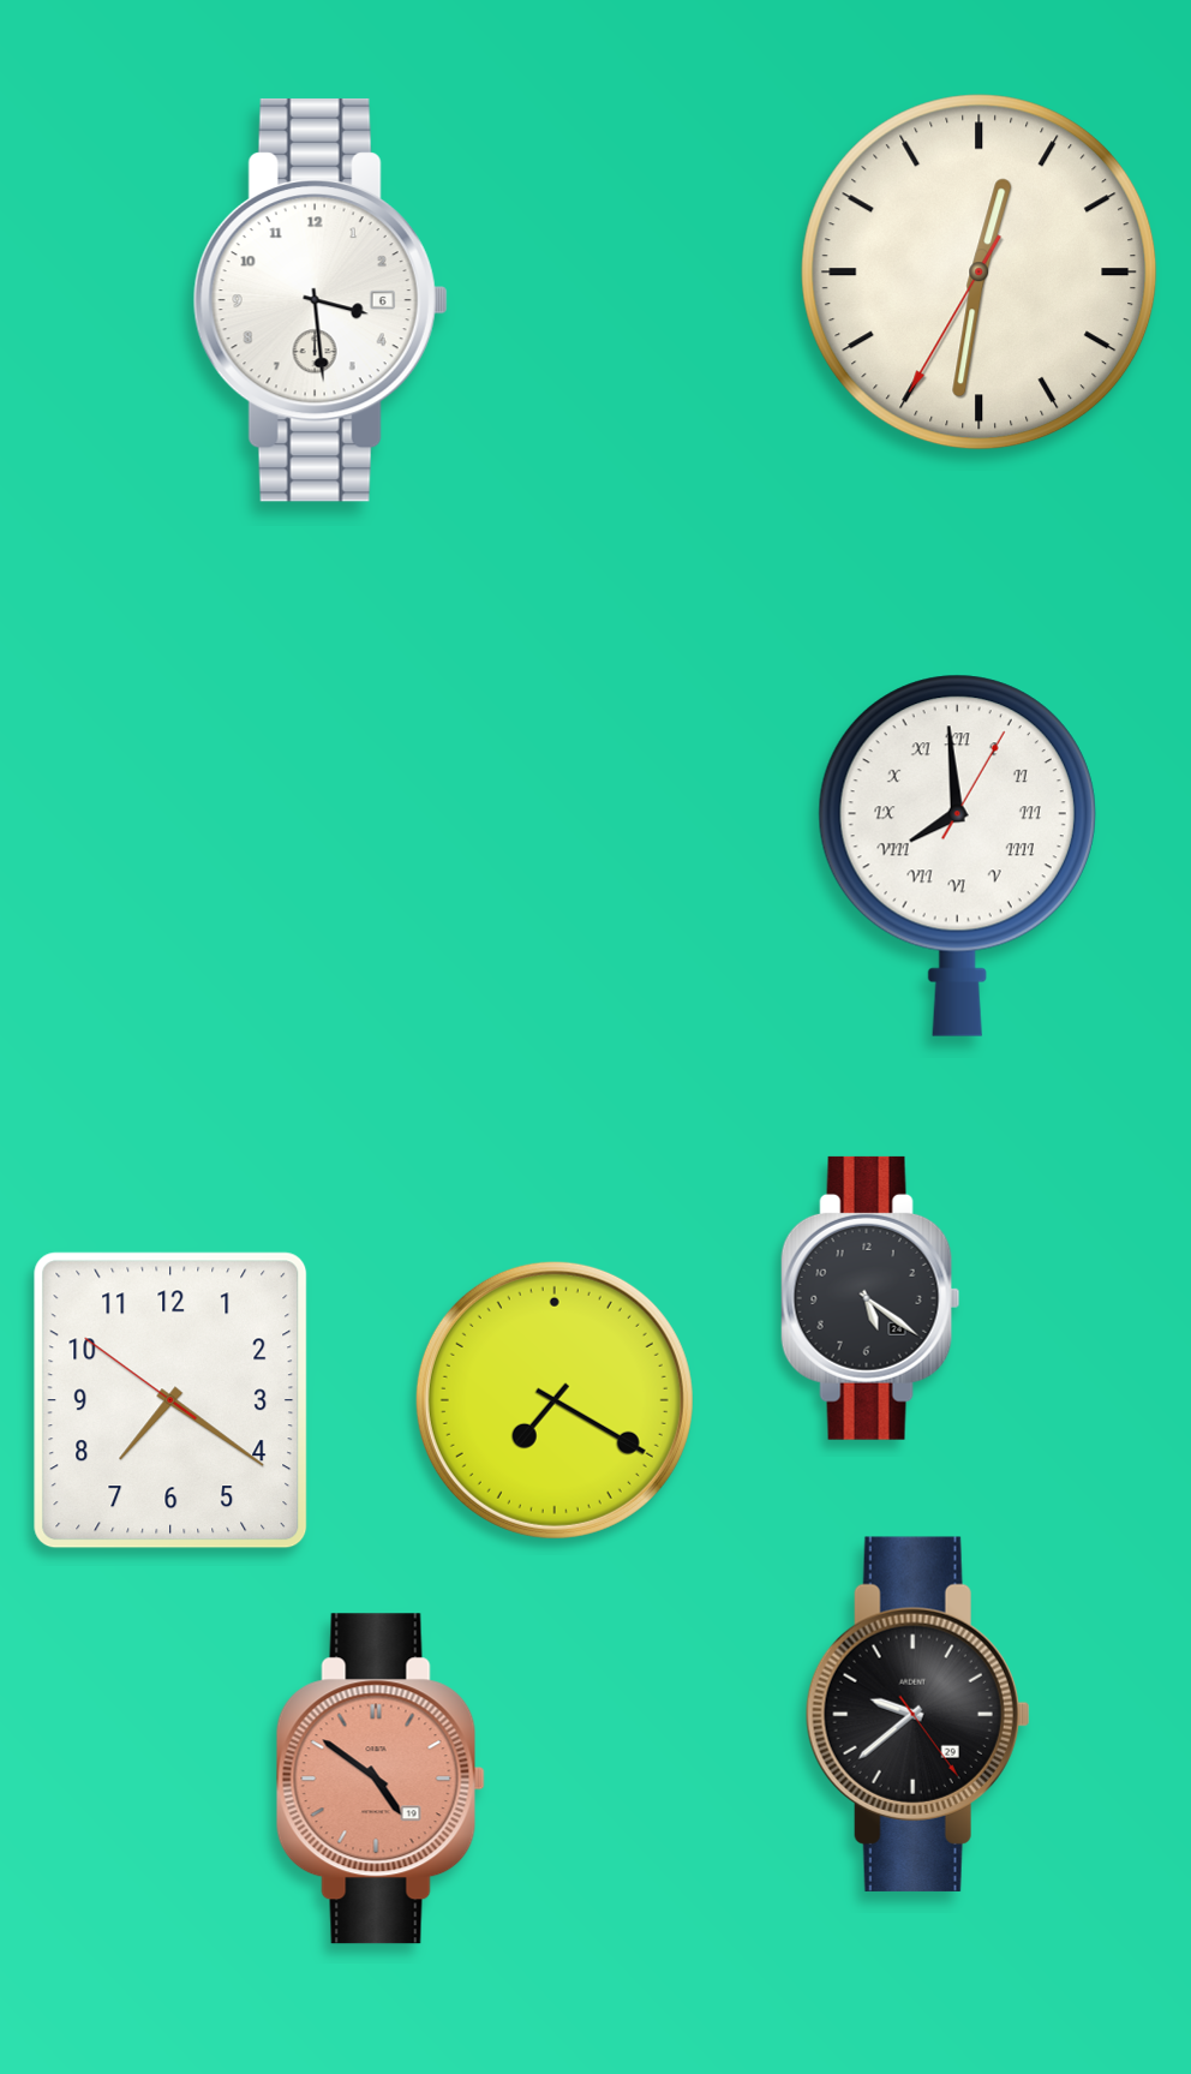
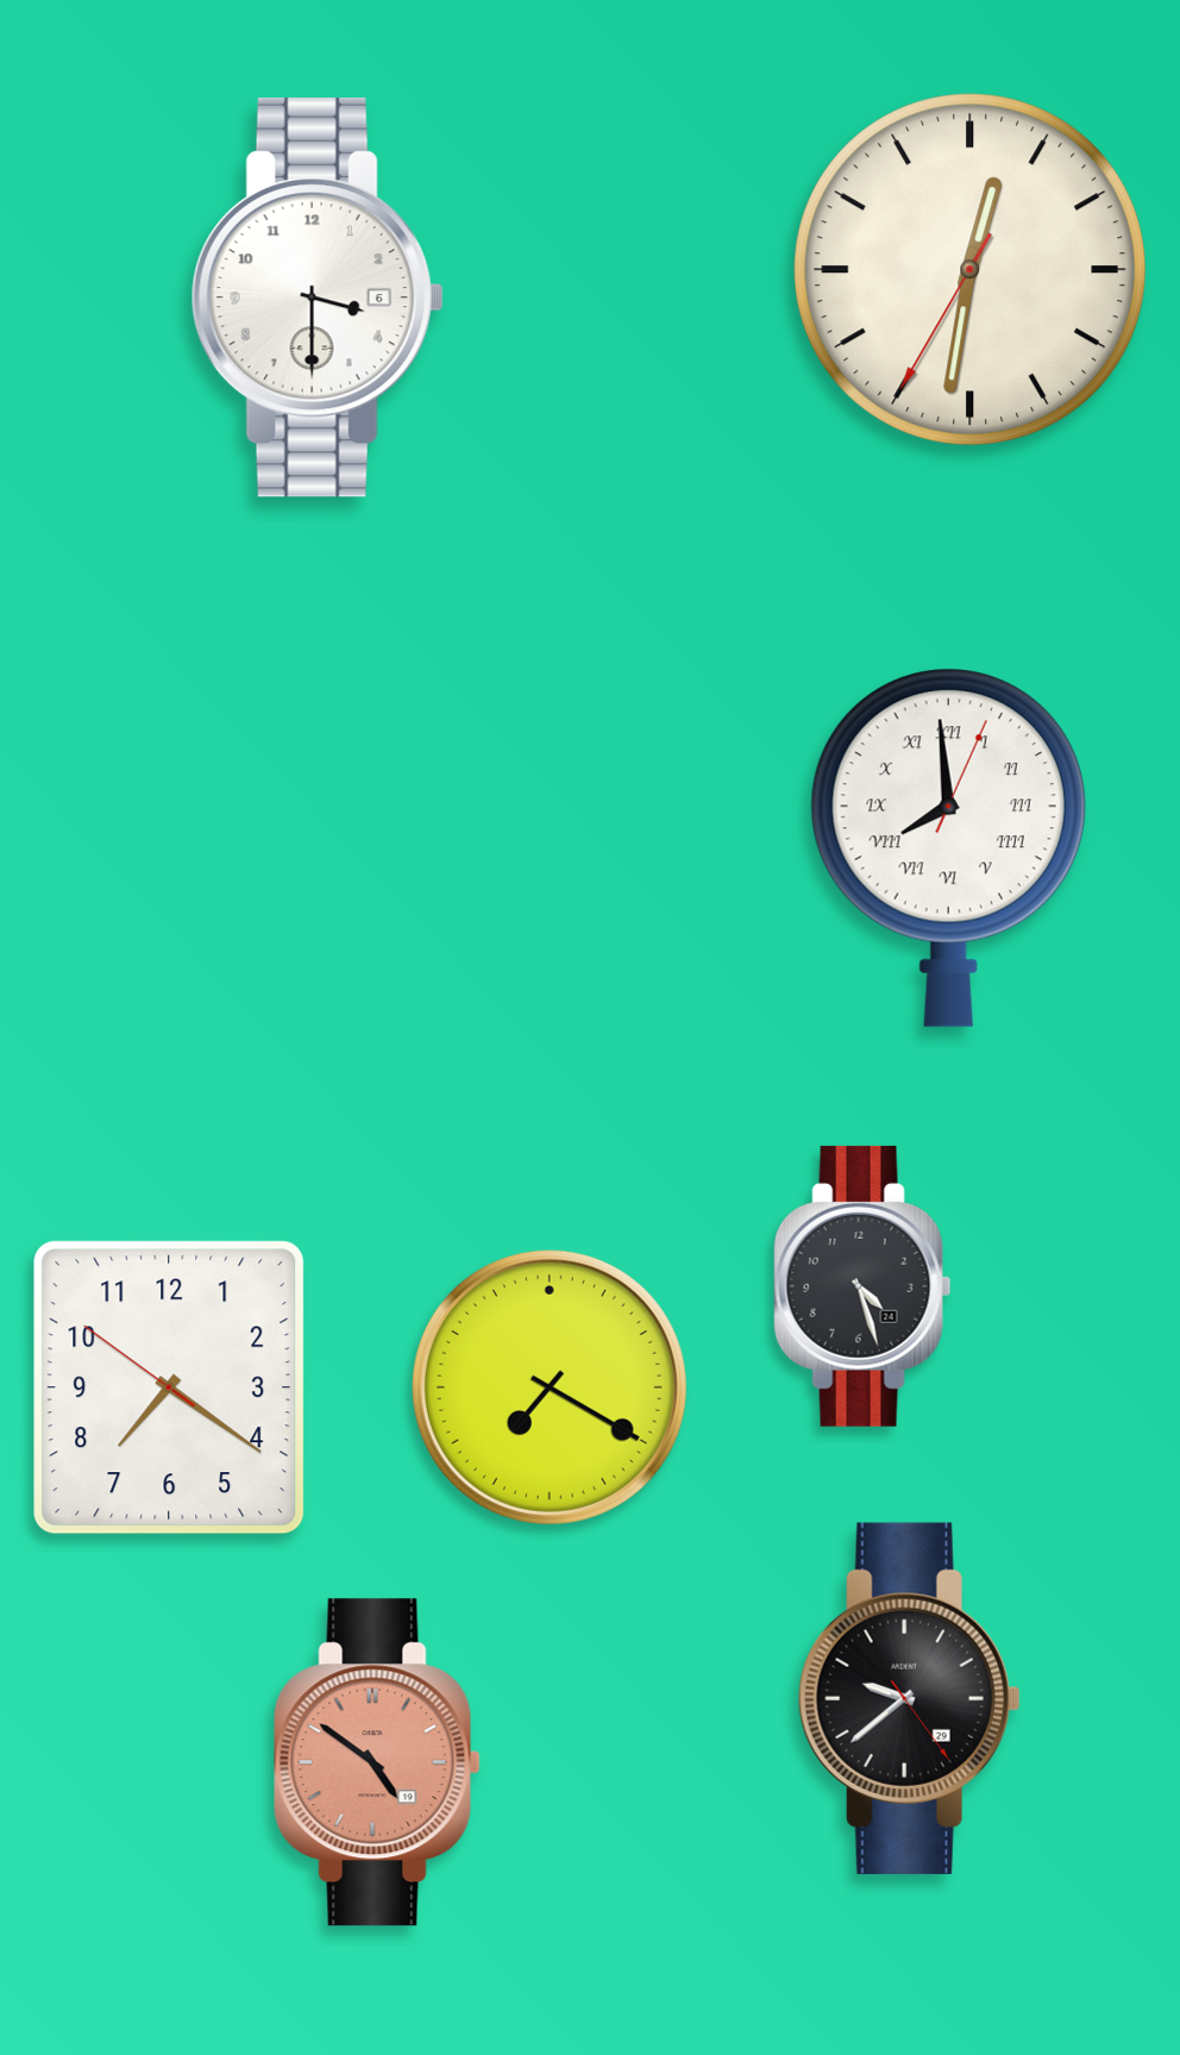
clock at (321, 300): 3:29 -> 3:30
clock at (957, 855): 7:59:05 -> 7:59:04
clock at (870, 1298): 5:21 -> 4:27
